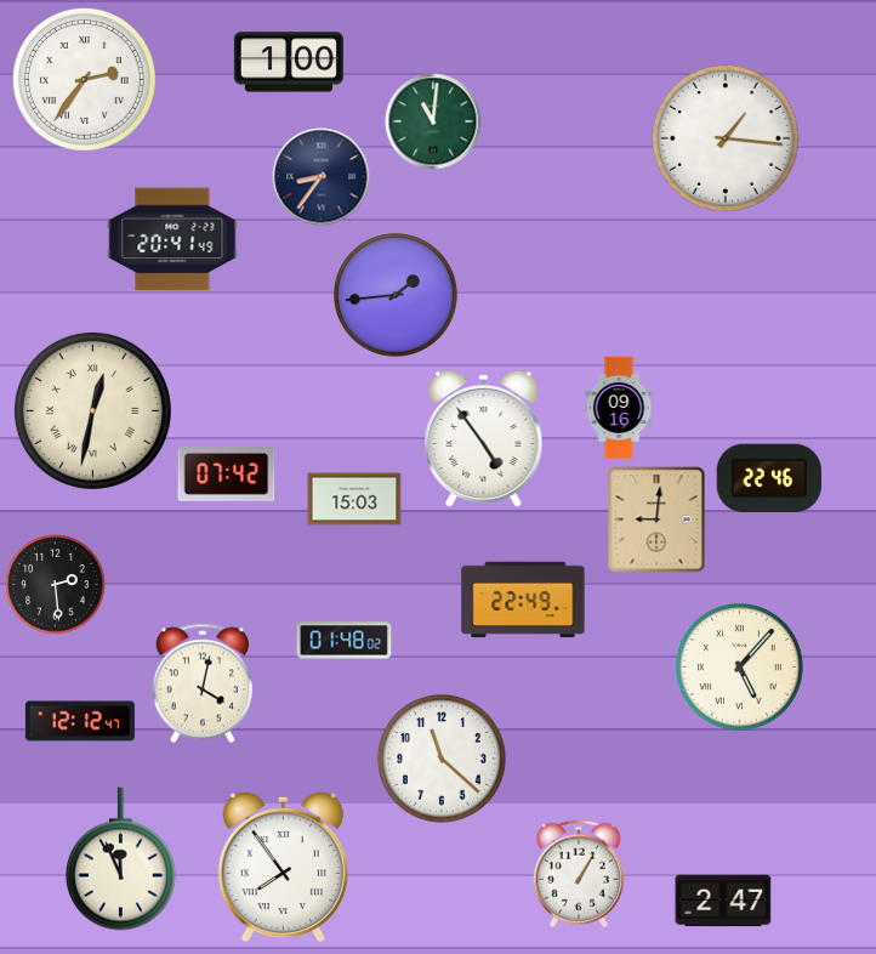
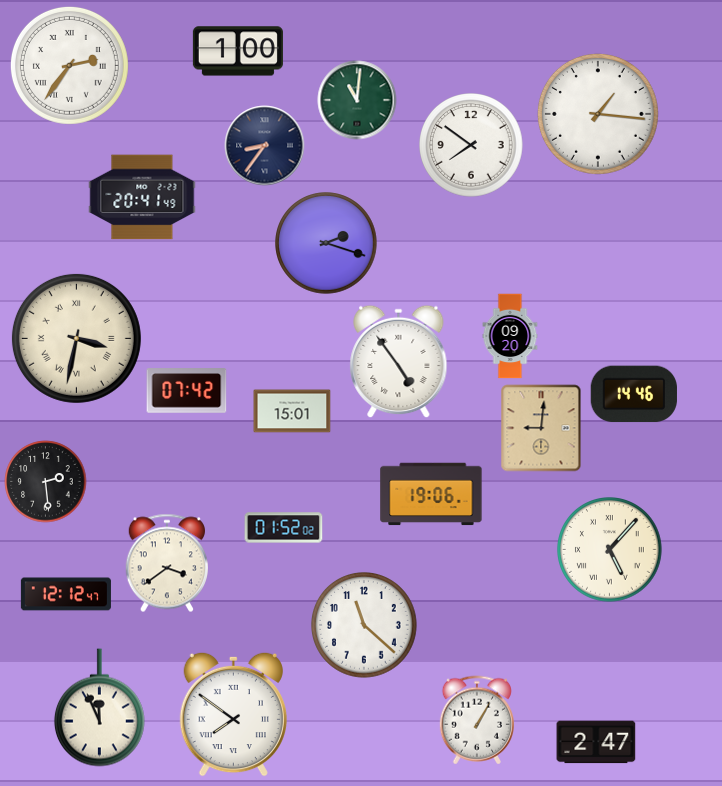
clock at (472, 146): none -> 7:51
clock at (396, 295): 1:44 -> 2:18
clock at (619, 408): 09:16 -> 09:20
clock at (92, 410): 12:32 -> 3:32
clock at (768, 478): 22:46 -> 14:46
clock at (354, 499): 15:03 -> 15:01
clock at (523, 600): 22:49 -> 19:06
clock at (345, 641): 01:48 -> 01:52
clock at (201, 683): 4:02 -> 3:39
clock at (283, 867): 7:54 -> 7:51
